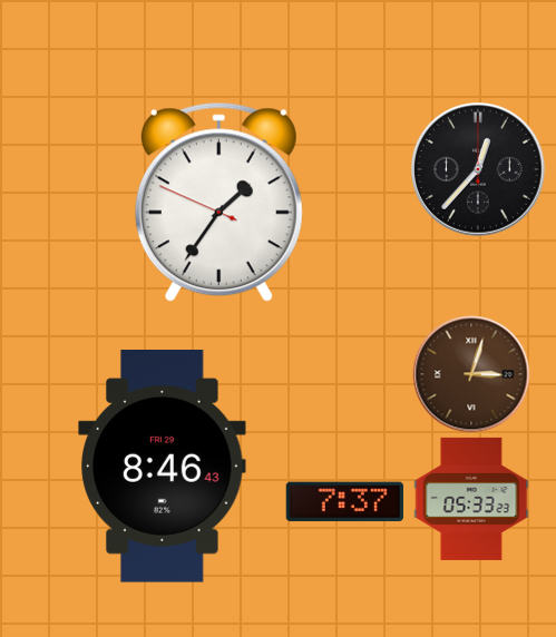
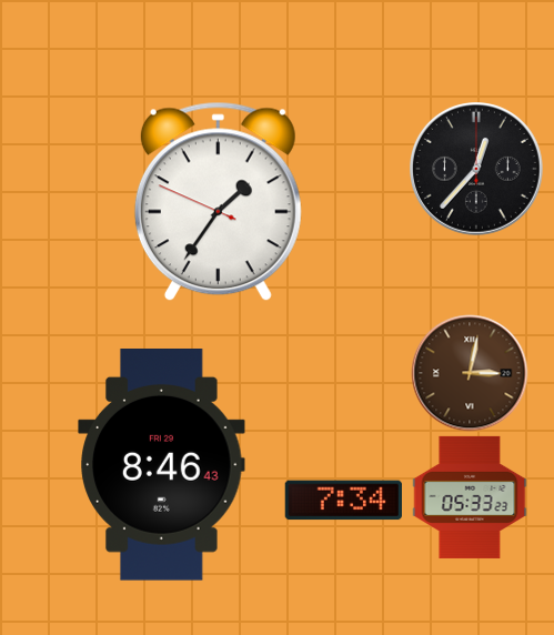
clock at (471, 374): 3:03 -> 3:02
clock at (344, 502): 7:37 -> 7:34
